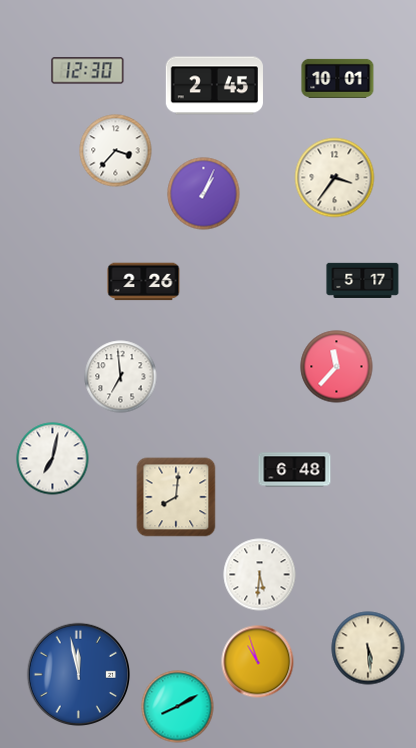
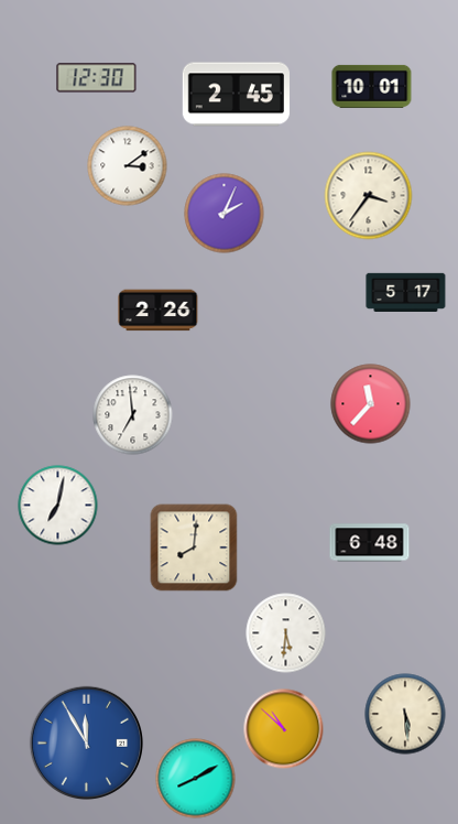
clock at (116, 151): 3:37 -> 3:09
clock at (204, 194): 1:04 -> 2:04
clock at (363, 280) position: (363, 280) -> (406, 292)
clock at (295, 470) position: (295, 470) -> (370, 543)
clock at (258, 662): 10:57 -> 10:52
clock at (78, 674): 11:58 -> 11:55
